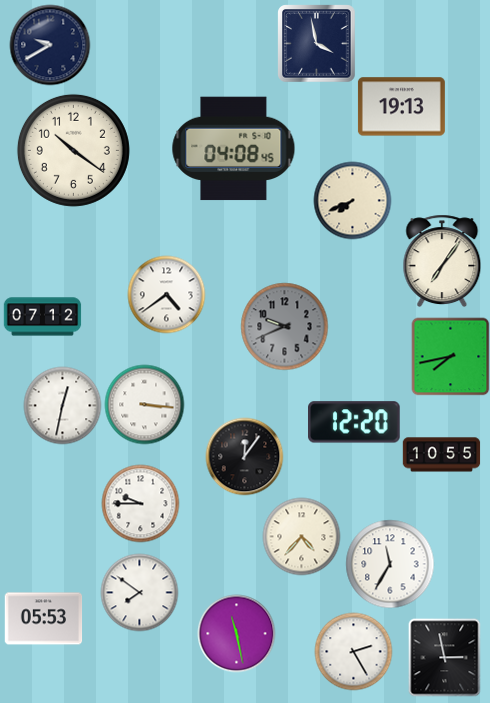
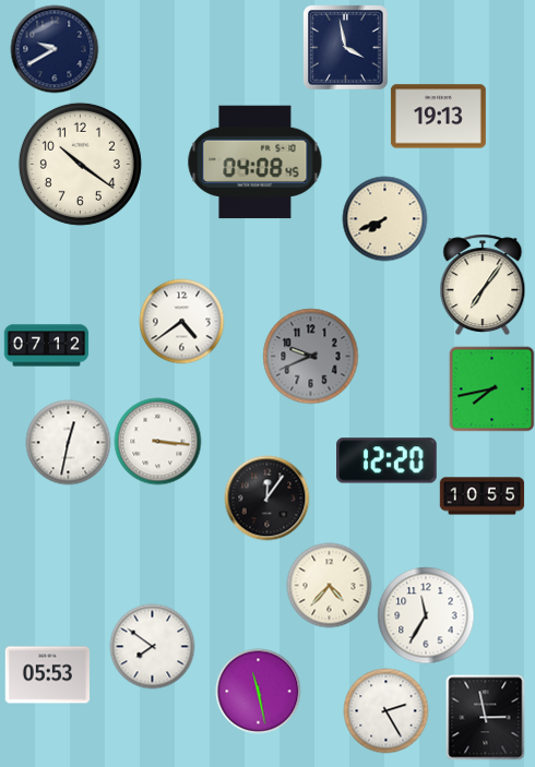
clock at (140, 503): 9:45 -> none
